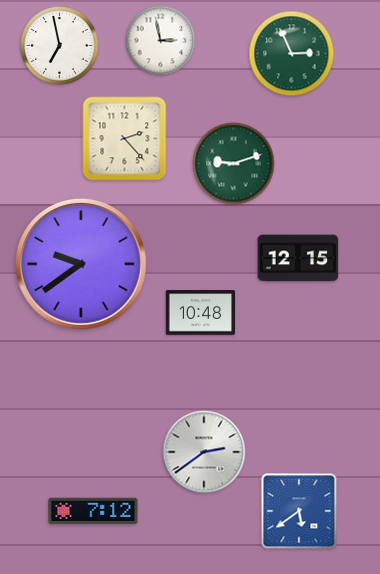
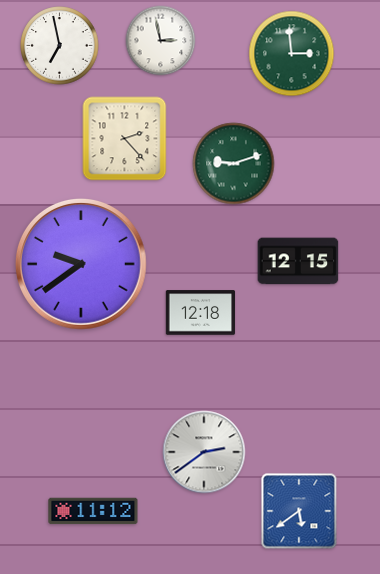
clock at (292, 54): 2:56 -> 2:59
clock at (298, 258) position: (298, 258) -> (298, 261)
clock at (201, 313): 10:48 -> 12:18
clock at (93, 511): 7:12 -> 11:12
